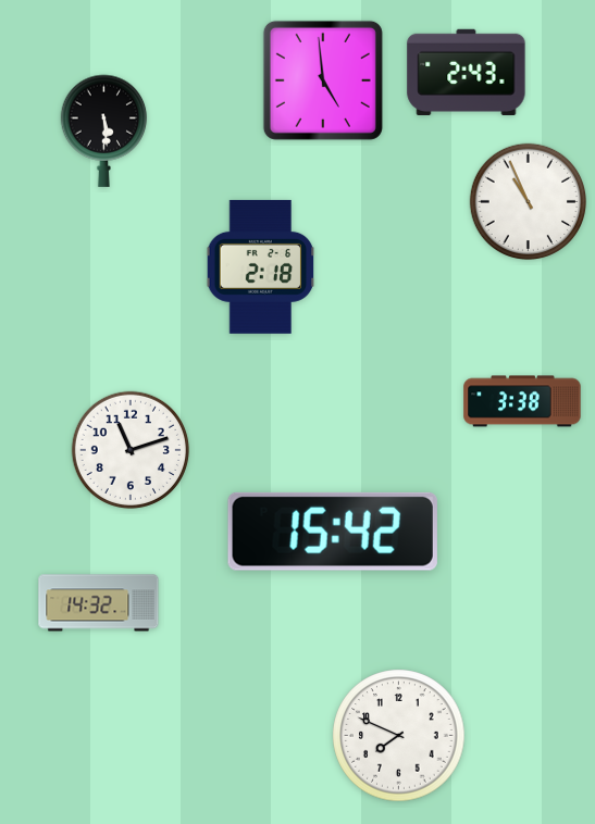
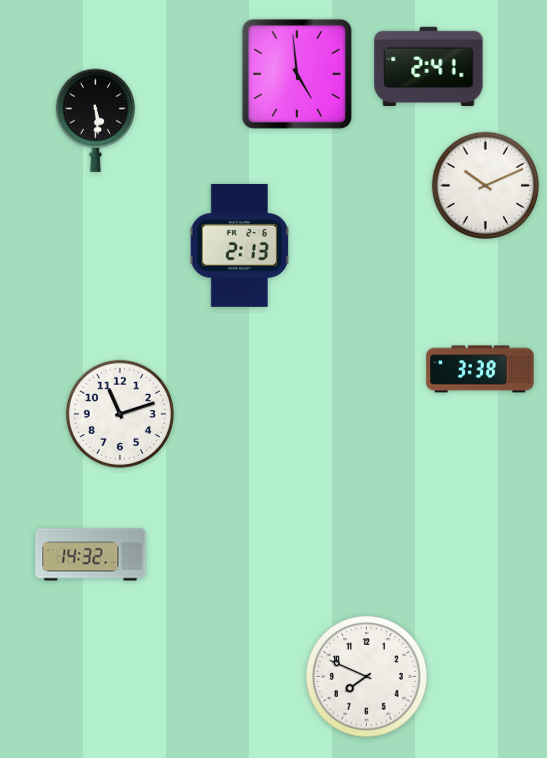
clock at (467, 72): 2:43 -> 2:41
clock at (528, 201): 10:56 -> 10:11
clock at (261, 266): 2:18 -> 2:13
clock at (333, 532): 15:42 -> none
